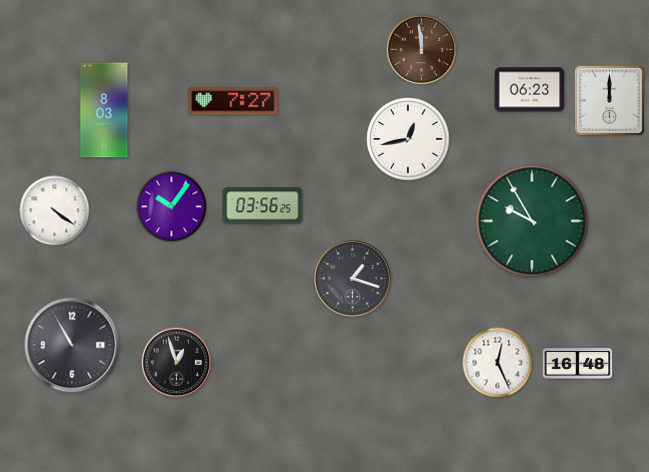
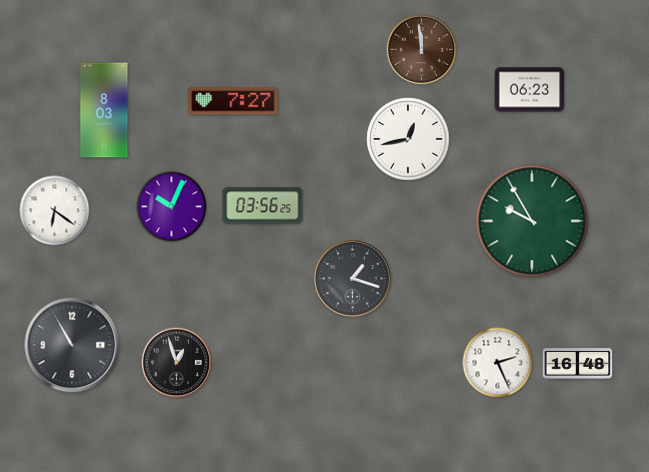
clock at (609, 100): 12:00 -> none
clock at (172, 207): 10:06 -> 10:04
clock at (55, 211): 4:21 -> 6:21
clock at (498, 363): 12:26 -> 2:26
